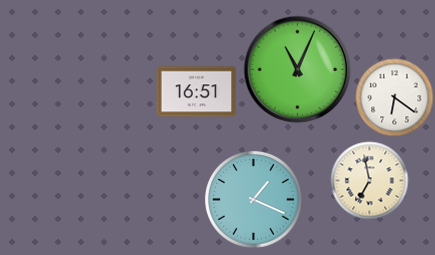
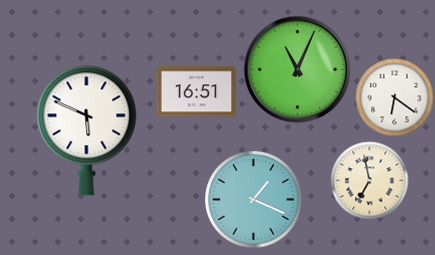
clock at (87, 131): none -> 5:49
